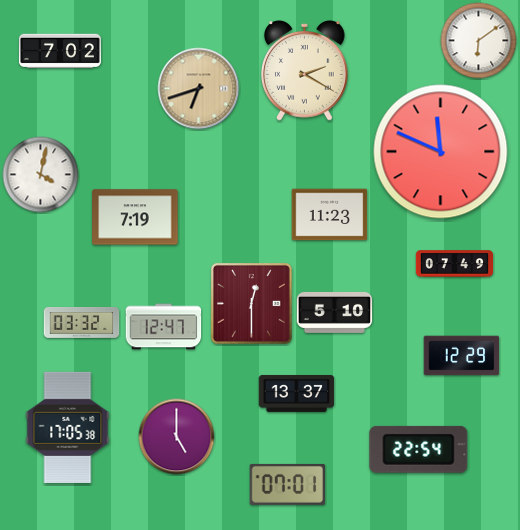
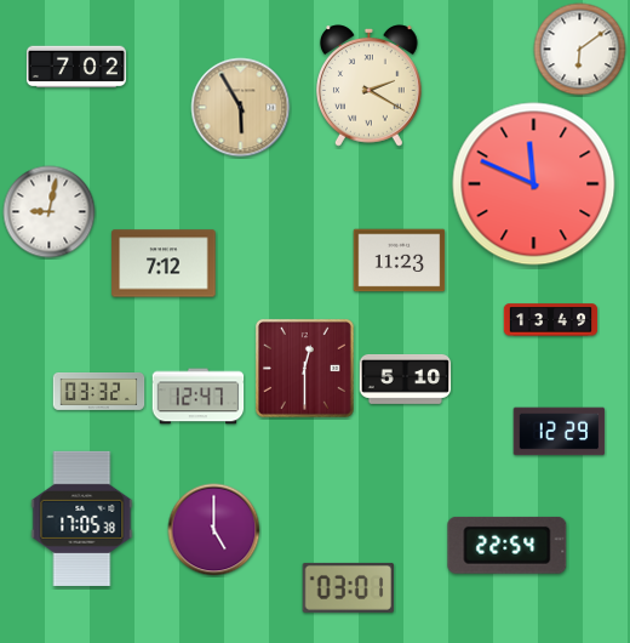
clock at (60, 51) position: (60, 51) -> (76, 67)
clock at (199, 89): 6:42 -> 5:55
clock at (41, 175): 4:02 -> 9:02
clock at (135, 217): 7:19 -> 7:12
clock at (455, 264): 07:49 -> 13:49
clock at (297, 393): 13:37 -> none
clock at (288, 484): 07:01 -> 03:01
